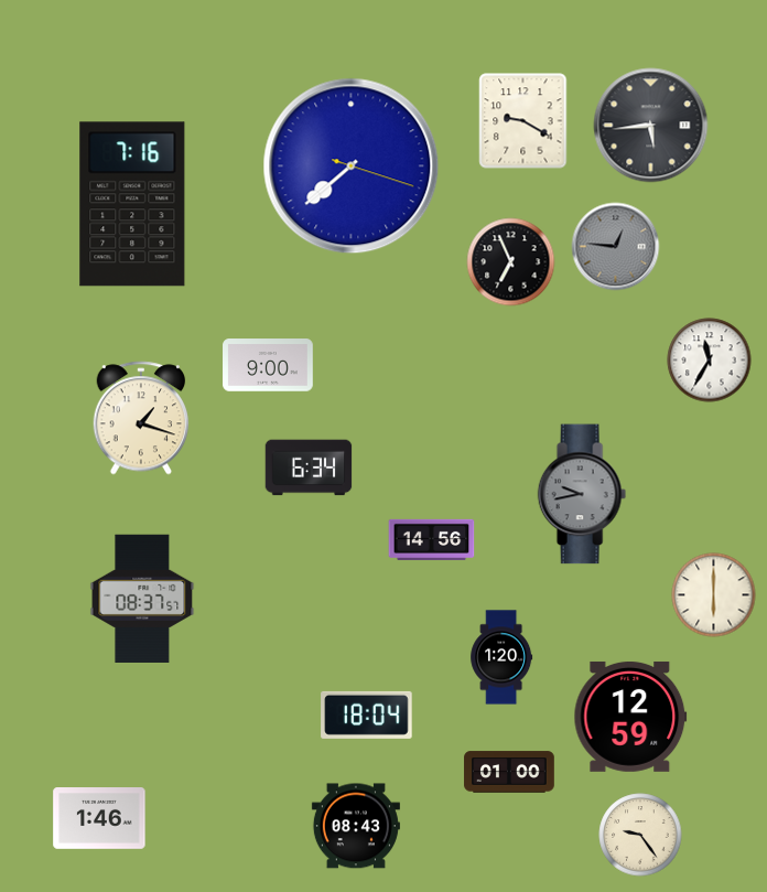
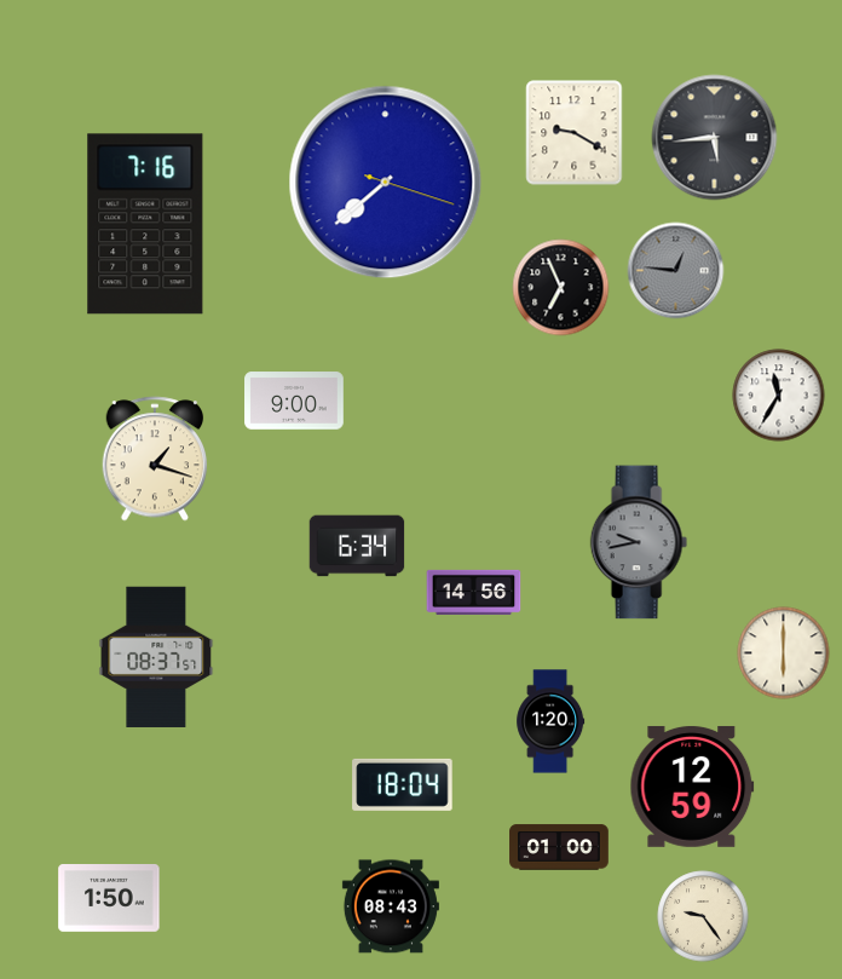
clock at (309, 468) position: (309, 468) -> (357, 546)
clock at (99, 818): 1:46 -> 1:50
